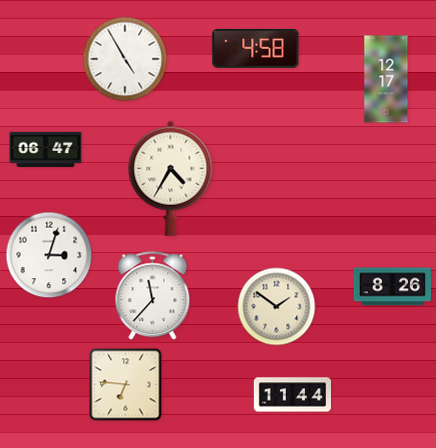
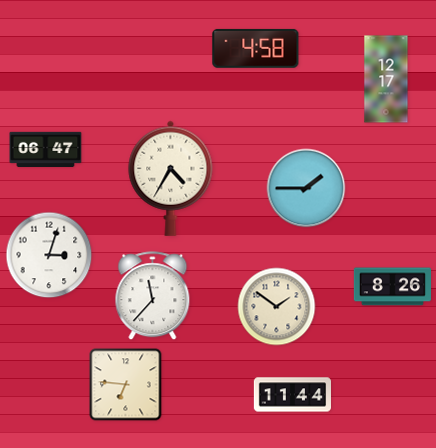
clock at (125, 59): 4:55 -> none
clock at (306, 188): none -> 1:45
